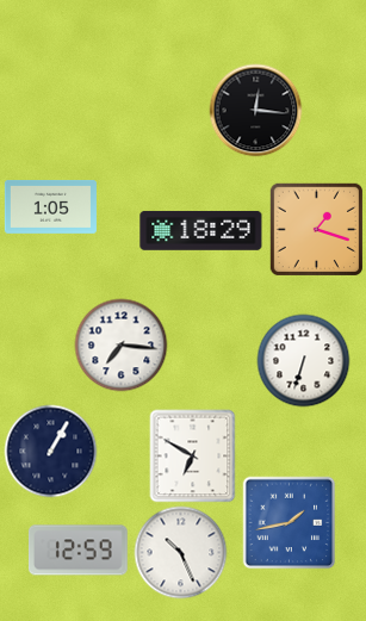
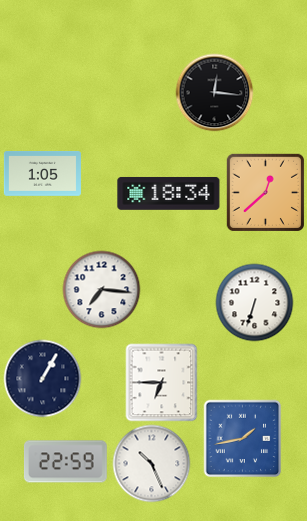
clock at (316, 229): 1:18 -> 12:38
clock at (201, 230): 18:29 -> 18:34
clock at (193, 455): 6:50 -> 6:45
clock at (77, 551): 12:59 -> 22:59
